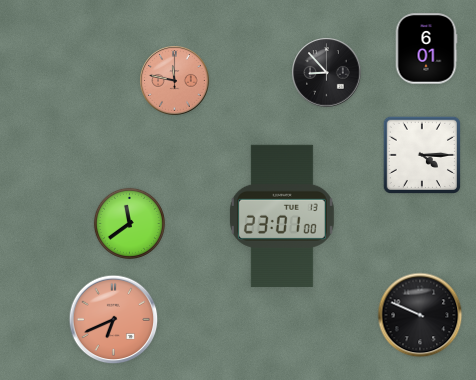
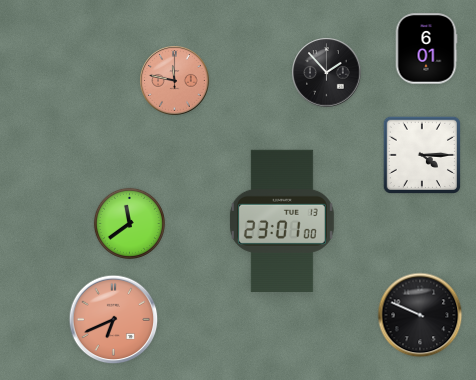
clock at (327, 73): 8:53 -> 1:53
clock at (282, 216) position: (282, 216) -> (282, 221)
